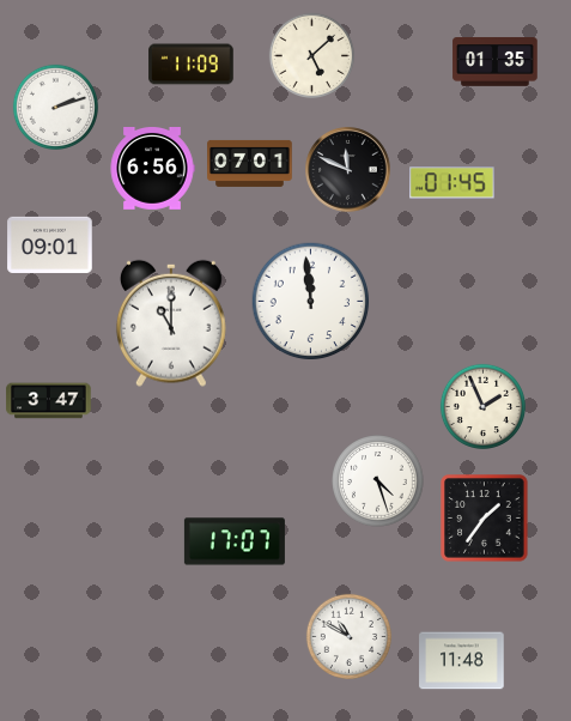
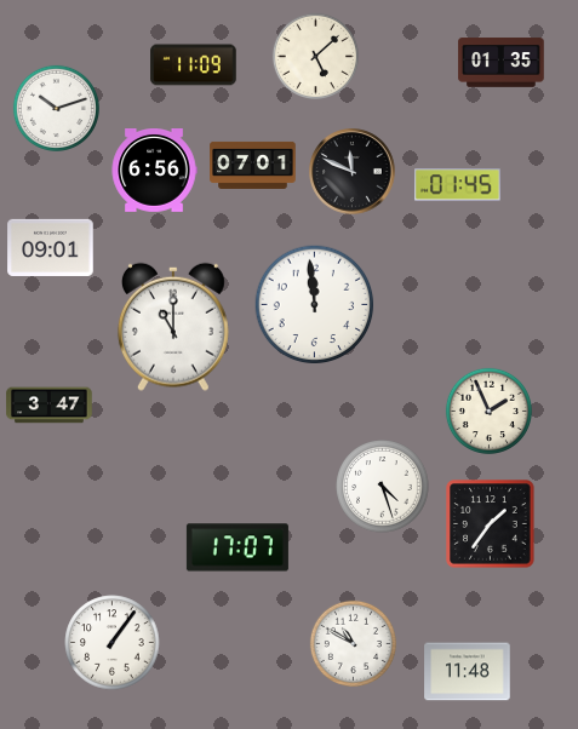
clock at (55, 107): 2:12 -> 10:12
clock at (113, 643): none -> 1:06
clock at (462, 661) position: (462, 661) -> (468, 672)
